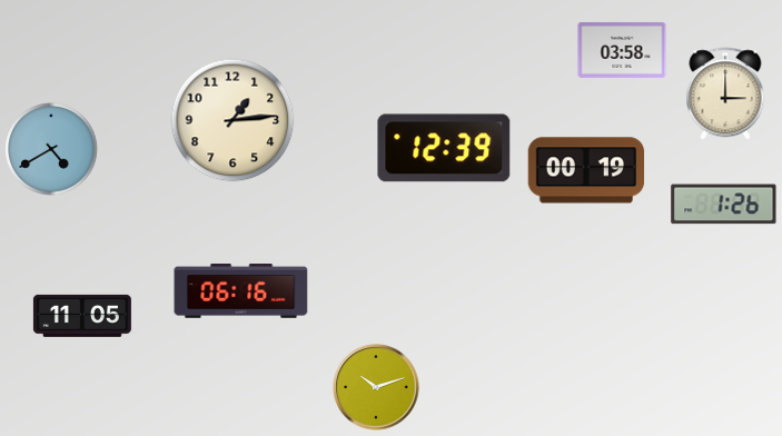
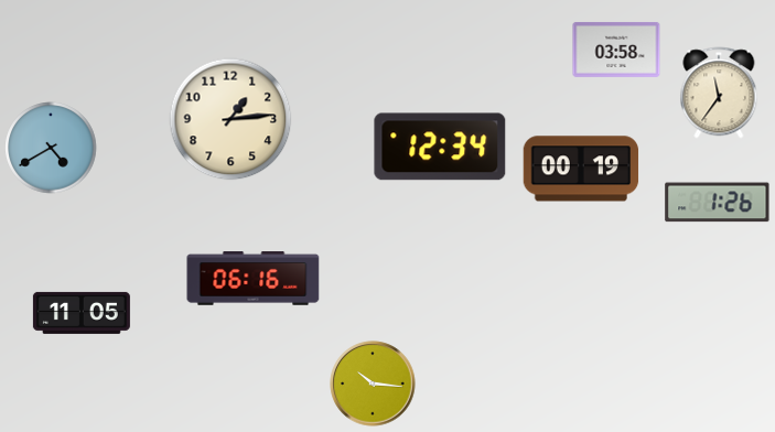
clock at (725, 93): 3:00 -> 11:36
clock at (444, 148): 12:39 -> 12:34
clock at (241, 291) position: (241, 291) -> (254, 279)
clock at (376, 387): 10:12 -> 10:16
